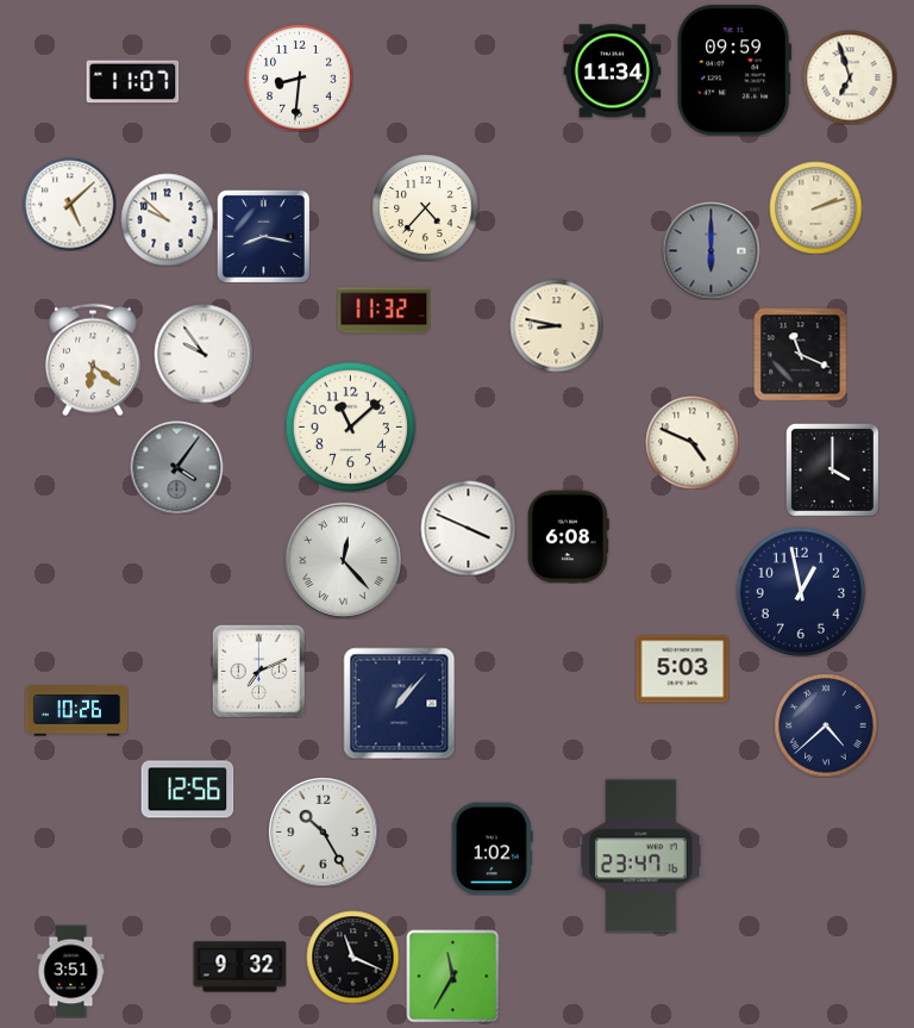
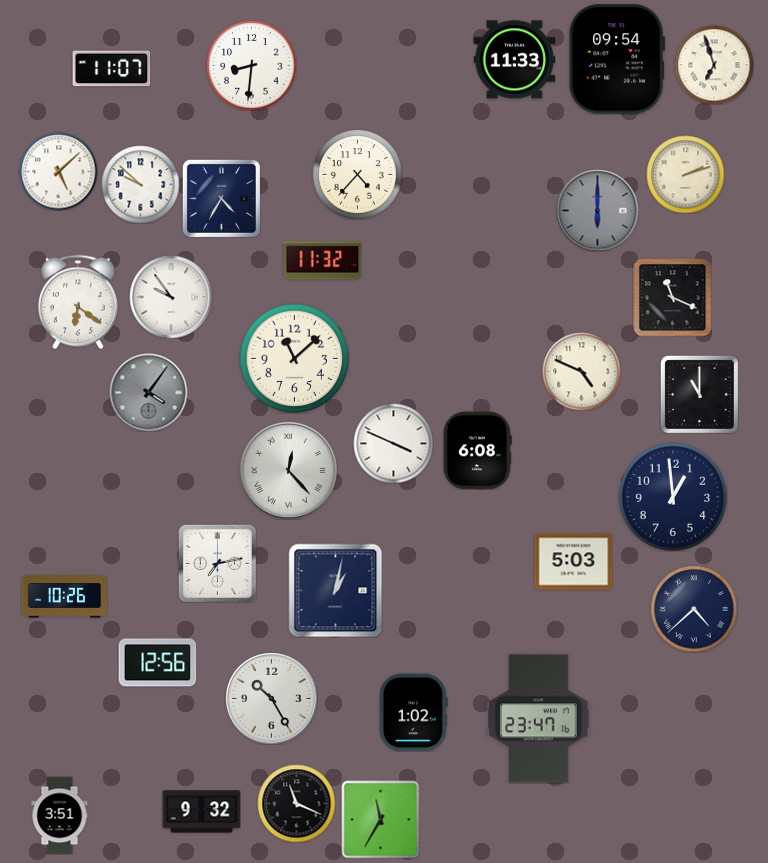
clock at (734, 70): 09:59 -> 09:54
clock at (612, 71): 11:34 -> 11:33
clock at (263, 236): 8:17 -> 4:35
clock at (556, 325): 8:47 -> none
clock at (832, 469): 4:00 -> 11:00
clock at (800, 591): 12:58 -> 12:59
clock at (258, 671): 7:11 -> 7:13
clock at (399, 703): 1:07 -> 1:02
